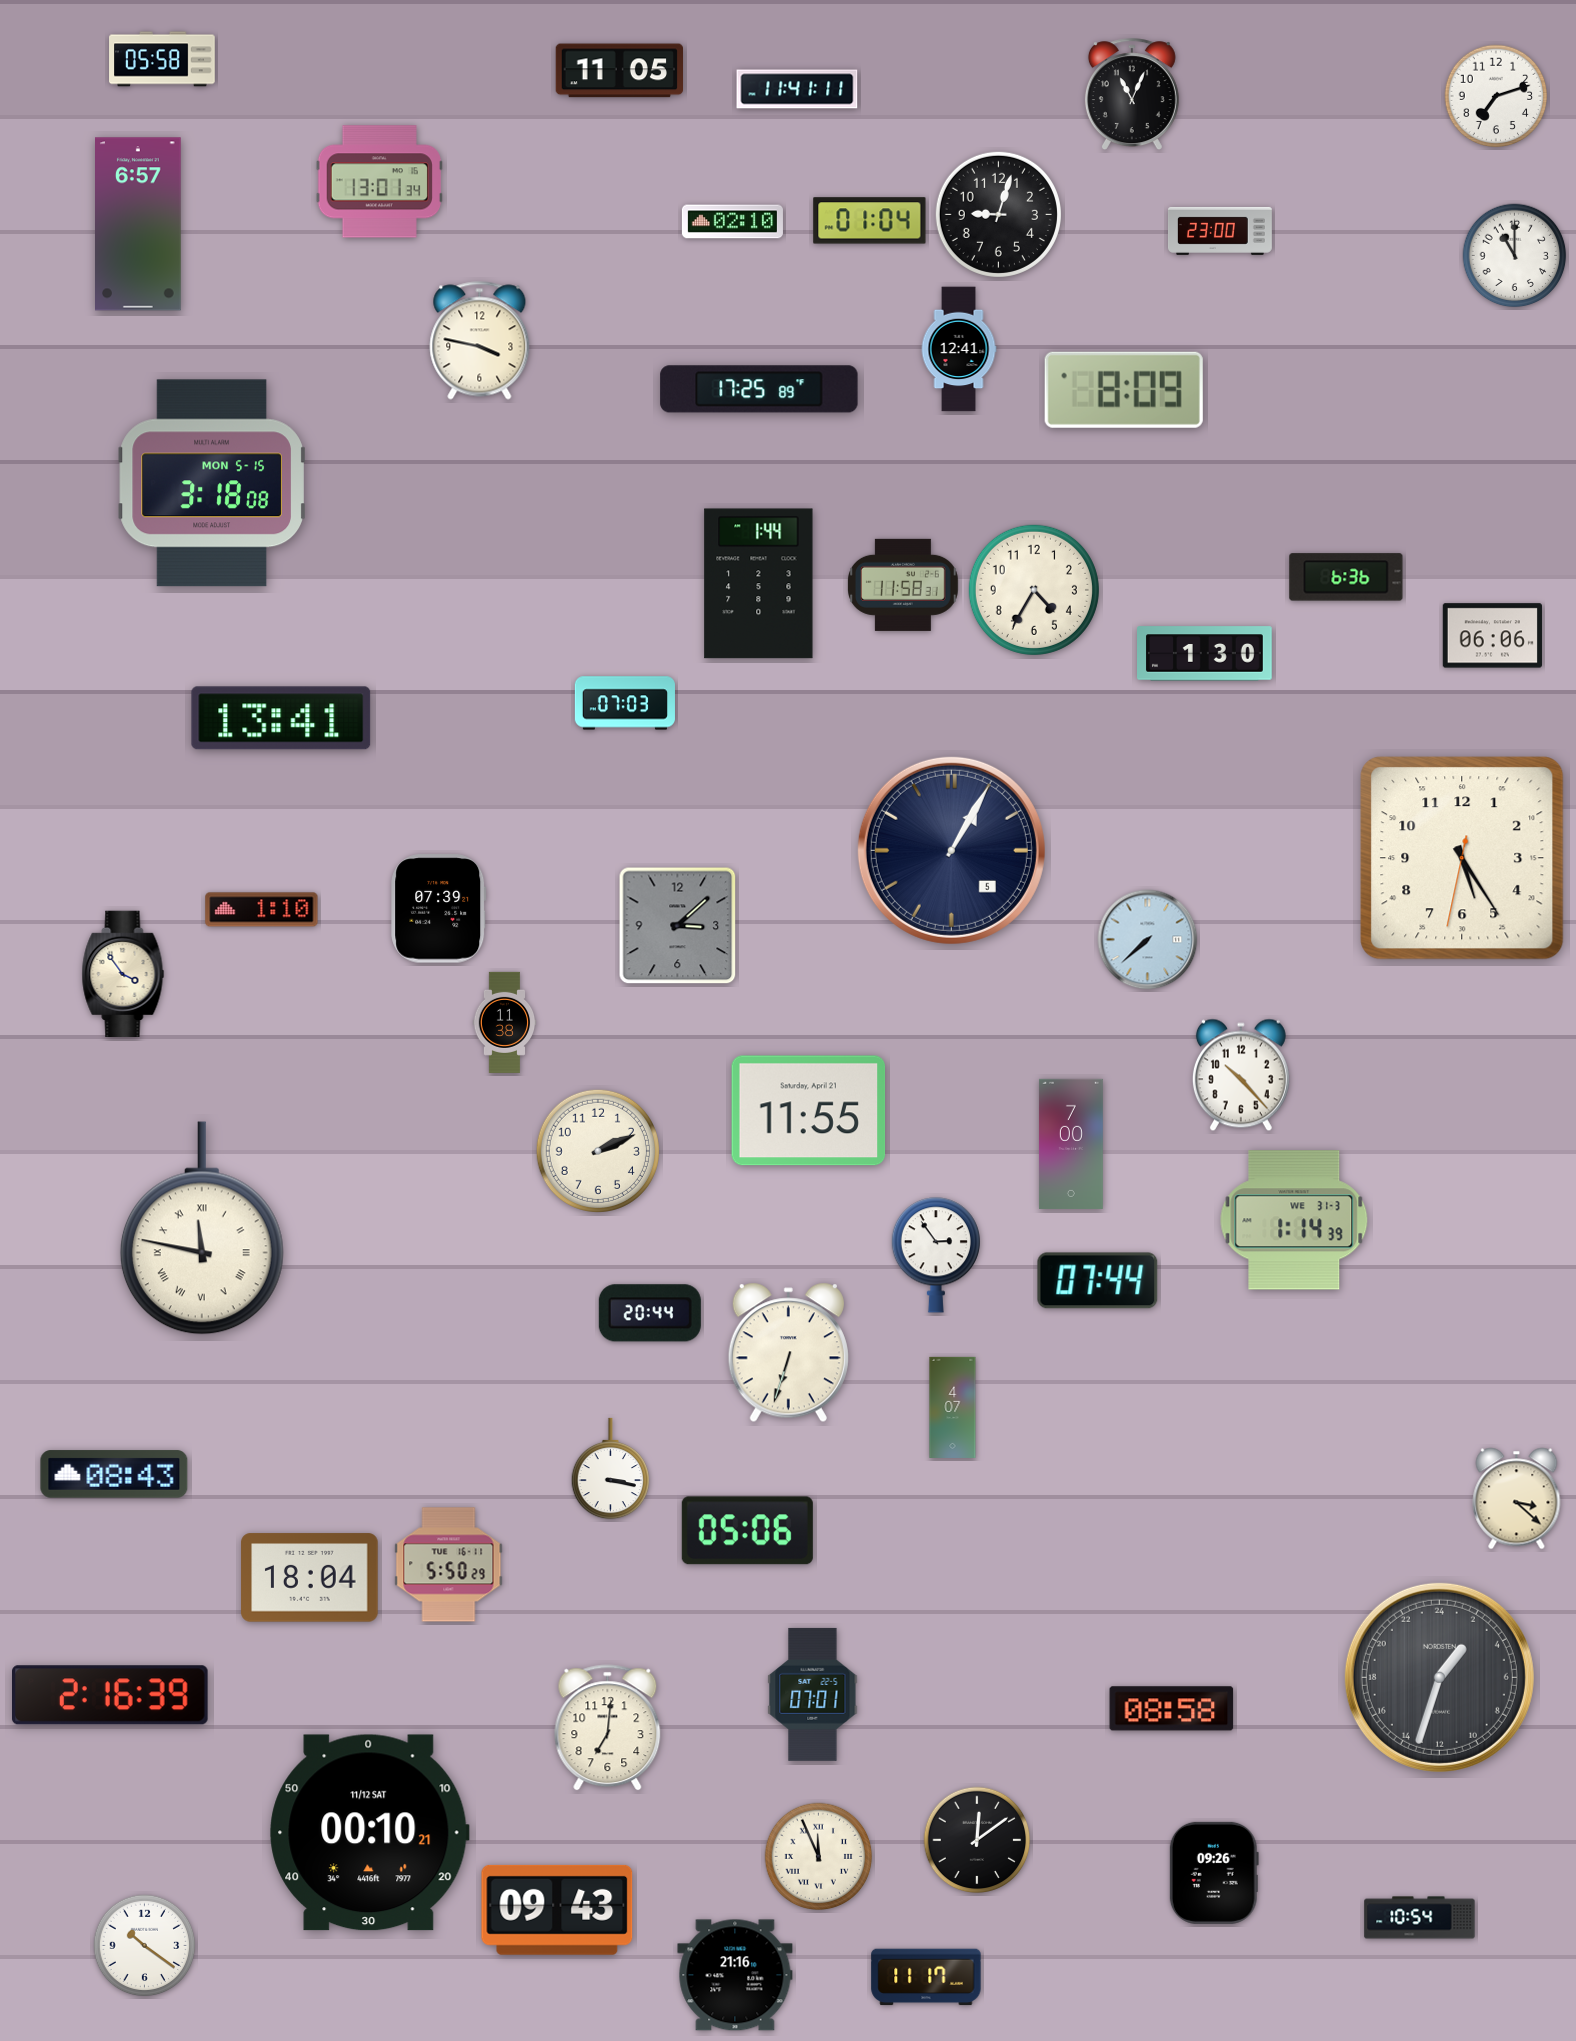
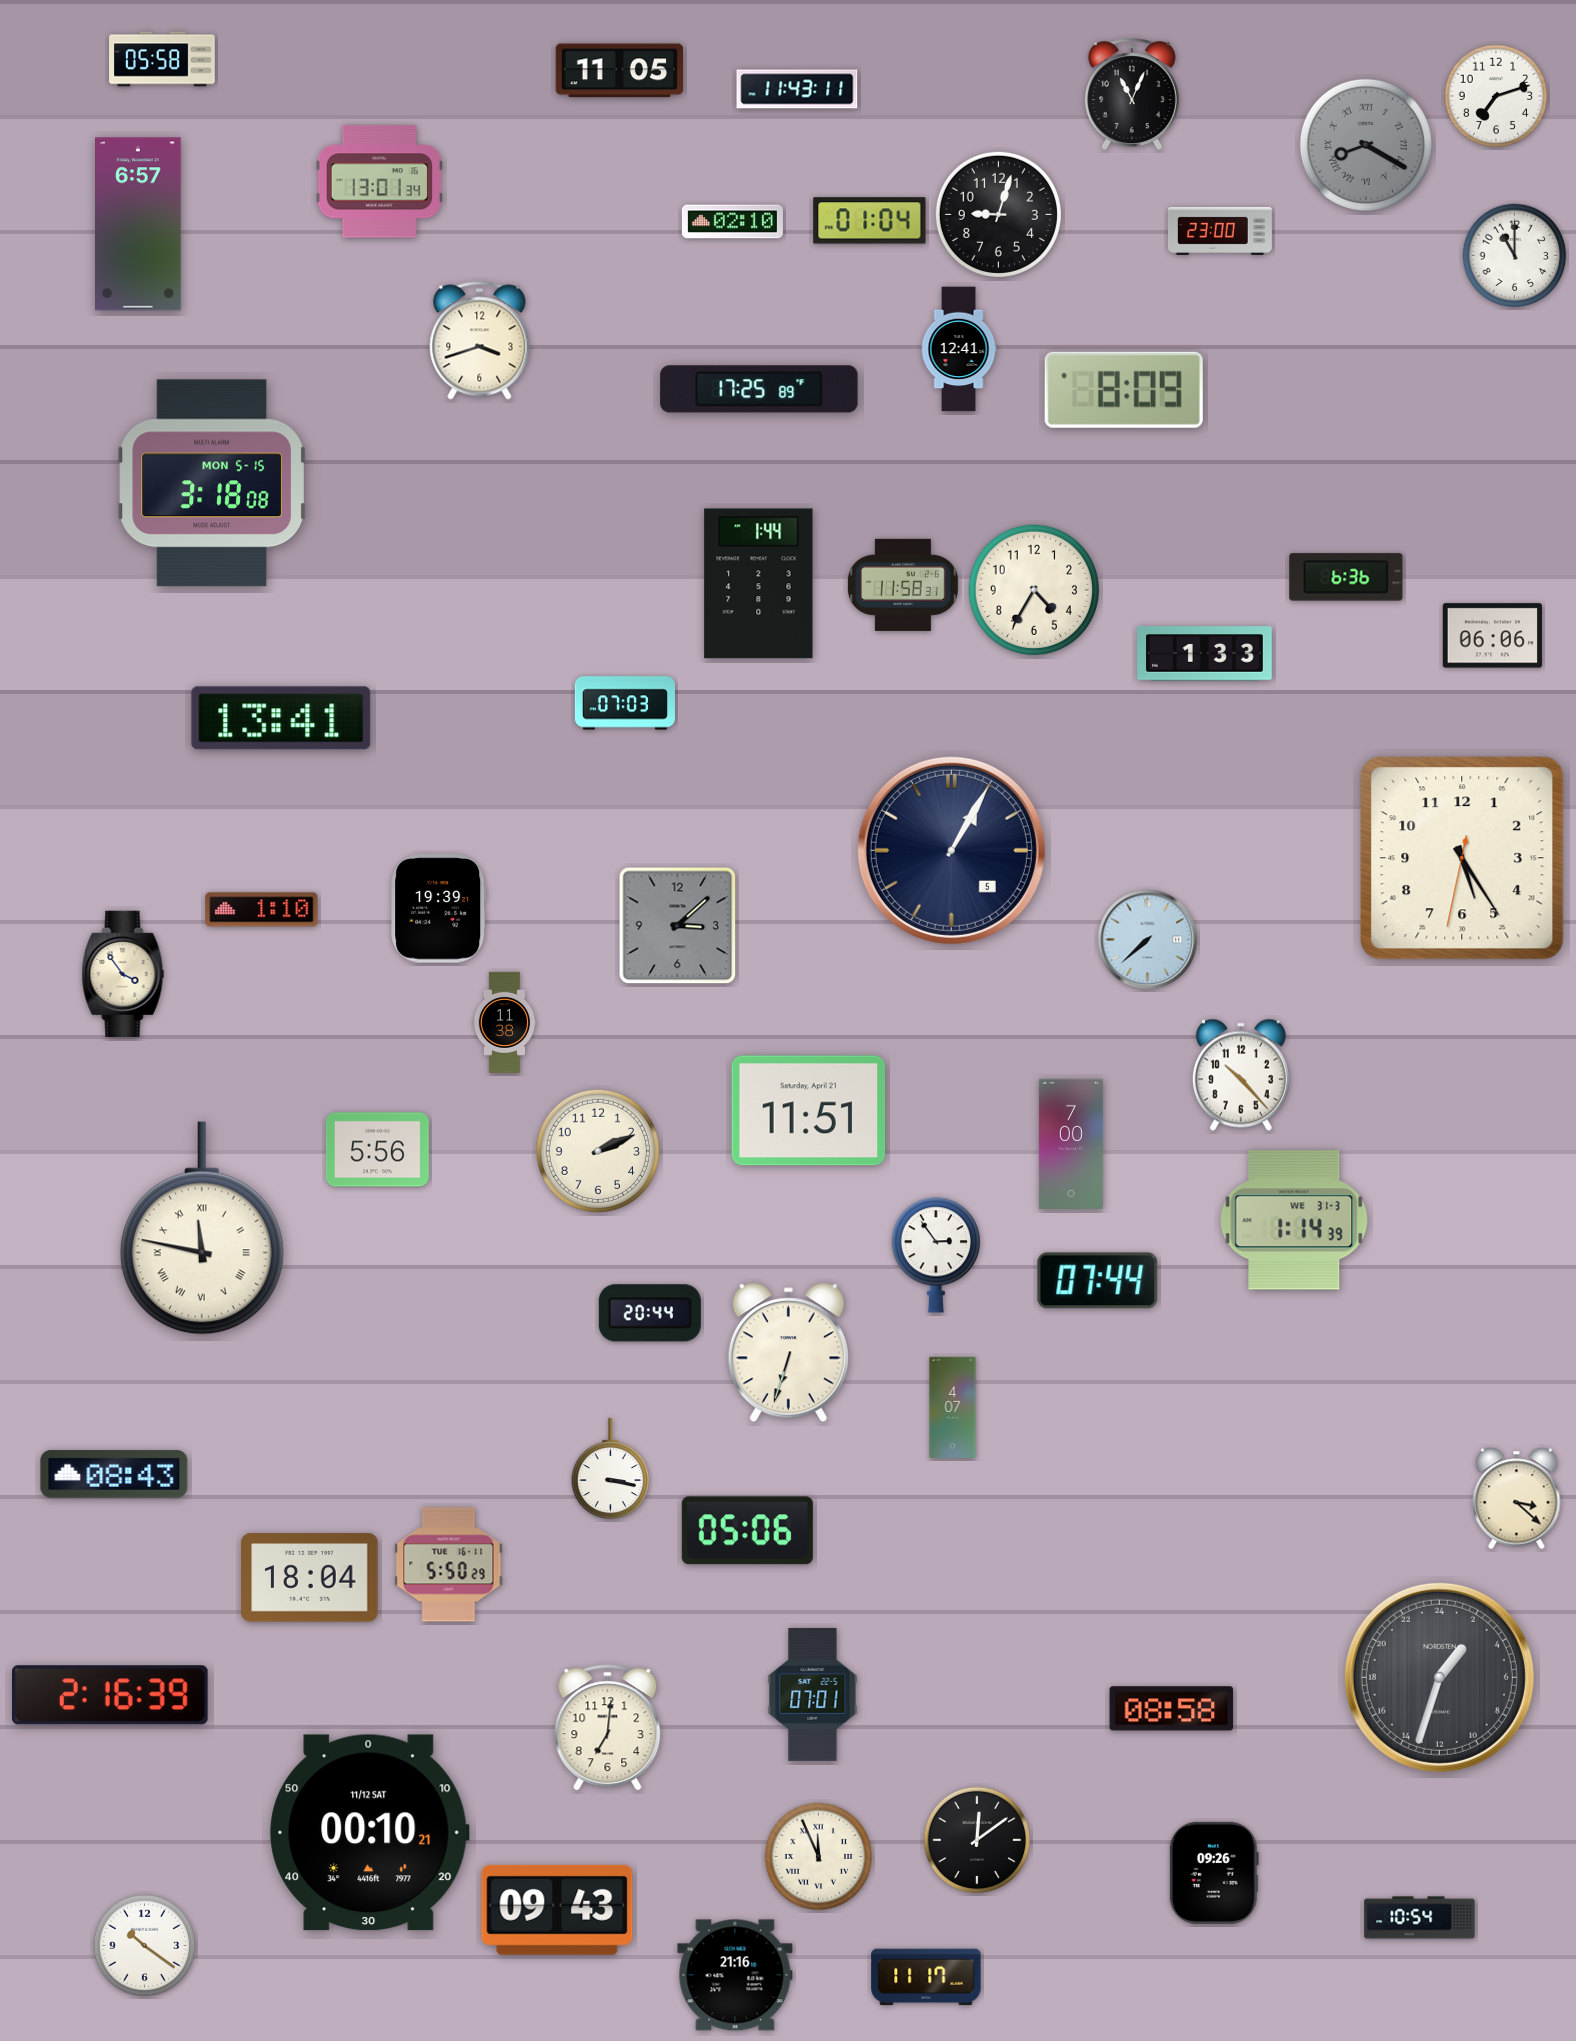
clock at (797, 89): 11:41 -> 11:43
clock at (1366, 145): none -> 8:20
clock at (480, 341): 3:47 -> 3:42
clock at (1205, 654): 1:30 -> 1:33
clock at (439, 909): 07:39 -> 19:39
clock at (809, 1111): 11:55 -> 11:51
clock at (377, 1150): none -> 5:56
